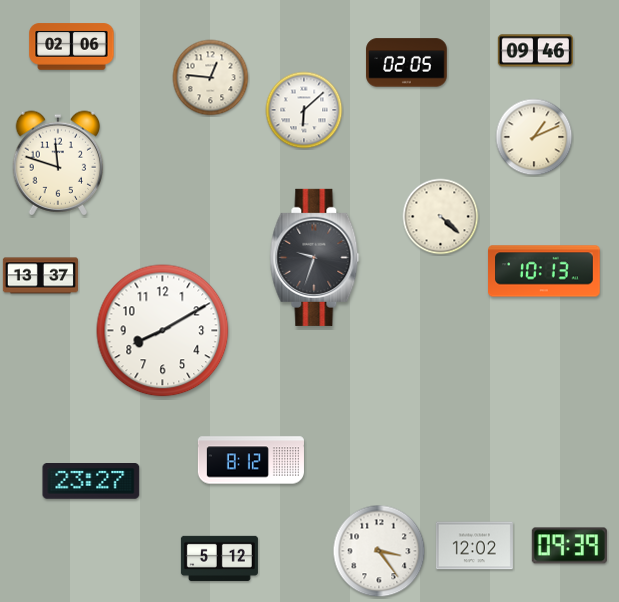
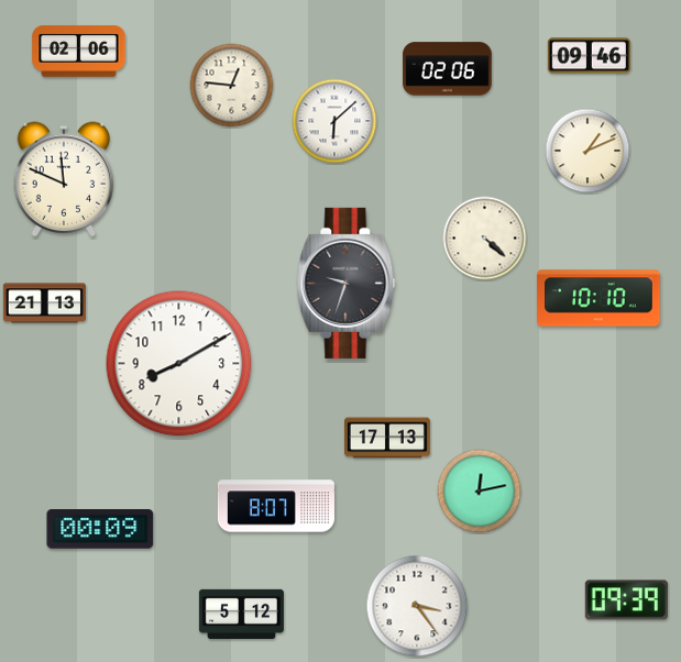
clock at (407, 63): 02:05 -> 02:06
clock at (58, 163): 11:48 -> 11:49
clock at (544, 271): 10:13 -> 10:10
clock at (40, 276): 13:37 -> 21:13
clock at (387, 438): none -> 17:13
clock at (480, 492): none -> 12:13
clock at (251, 460): 8:12 -> 8:07
clock at (91, 482): 23:27 -> 00:09
clock at (474, 546): 12:02 -> none
